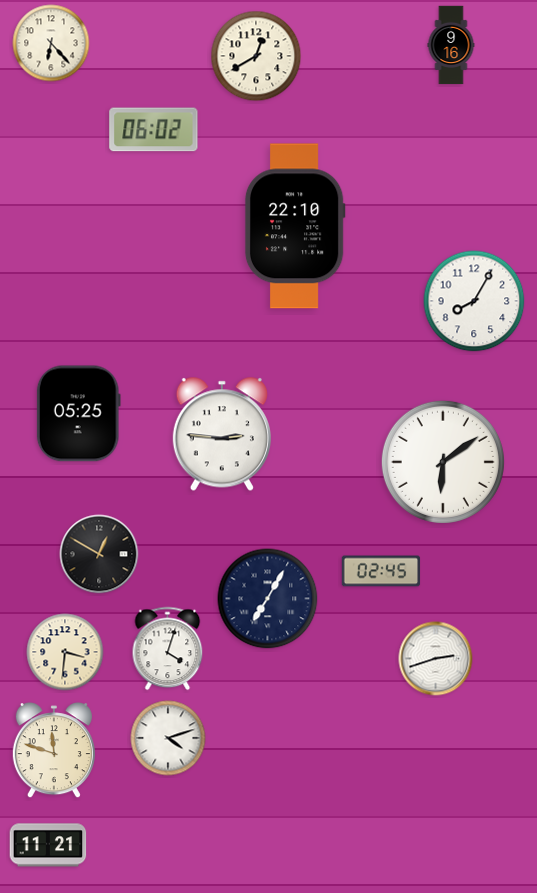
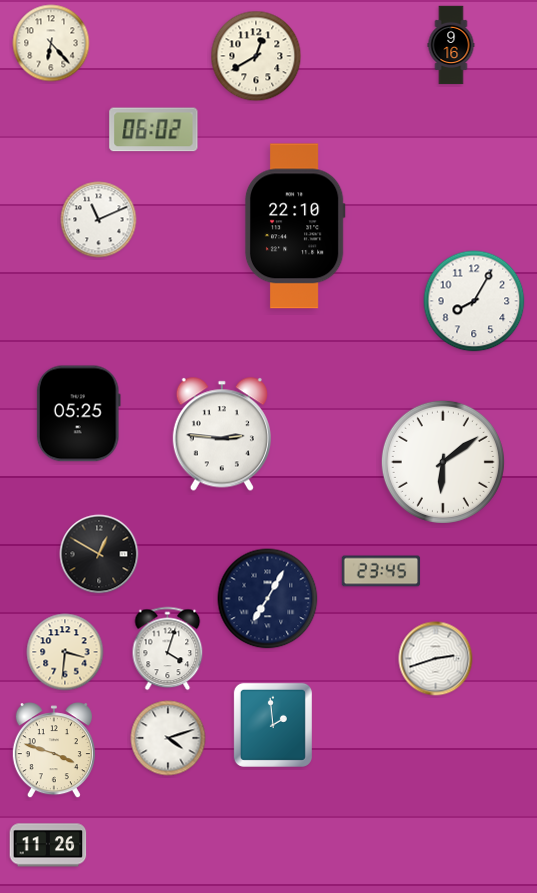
clock at (99, 220): none -> 11:11
clock at (381, 571): 02:45 -> 23:45
clock at (273, 725): none -> 1:59
clock at (54, 751): 11:48 -> 3:48
clock at (48, 845): 11:21 -> 11:26
